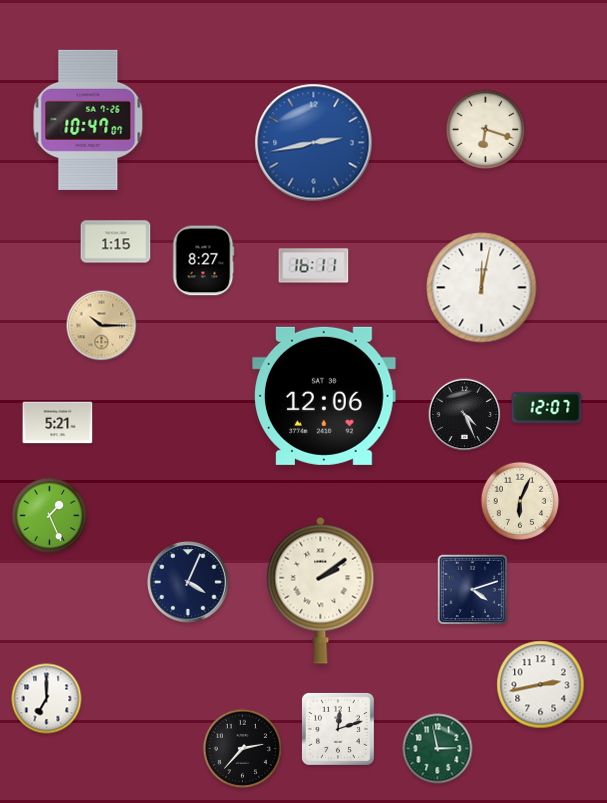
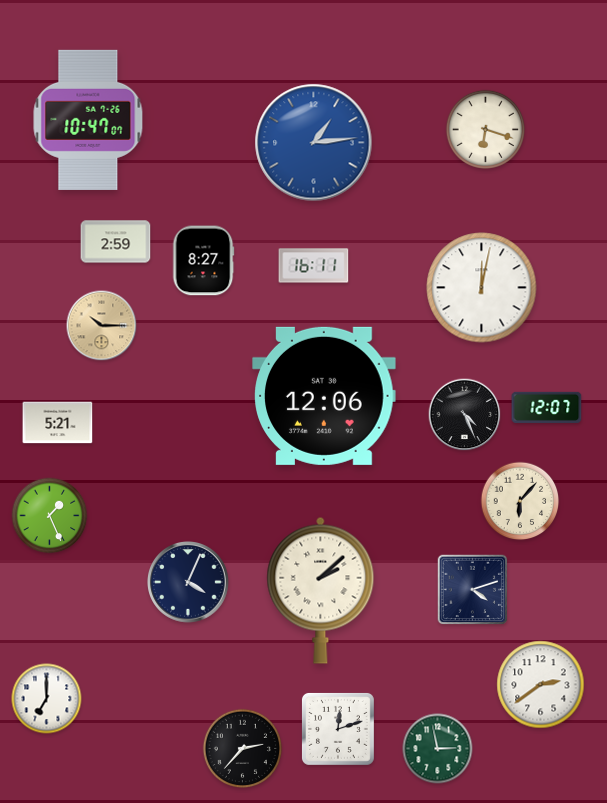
clock at (314, 143): 2:43 -> 1:14
clock at (116, 242): 1:15 -> 2:59
clock at (520, 501): 6:04 -> 6:07
clock at (321, 590): 2:09 -> 2:08
clock at (541, 685): 2:43 -> 2:39
